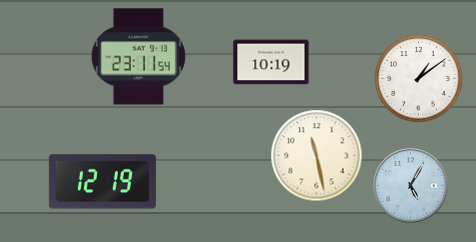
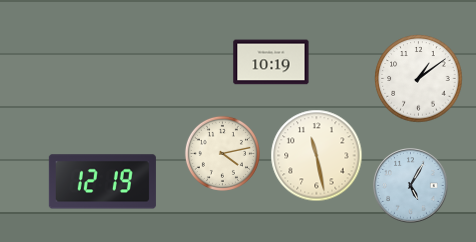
clock at (138, 57): 23:11 -> none
clock at (222, 153): none -> 4:13
